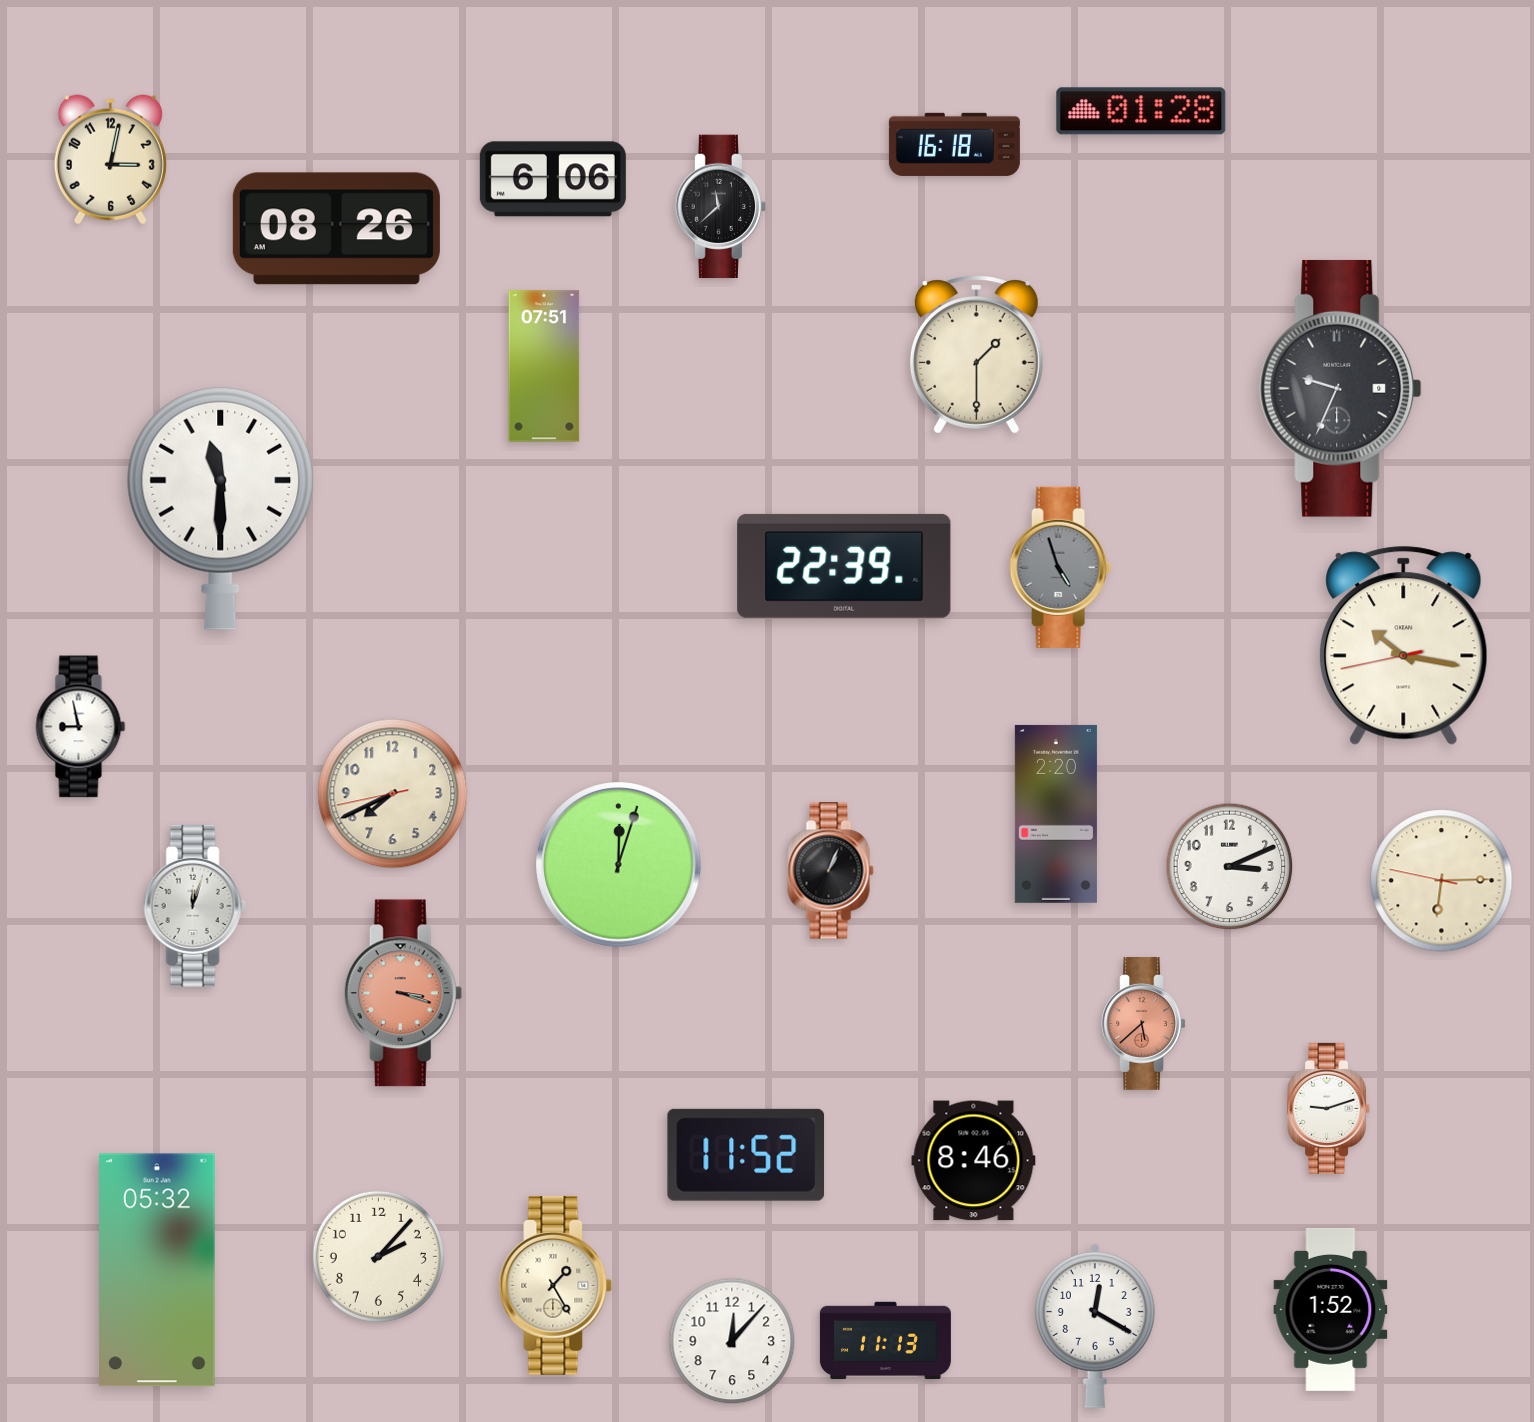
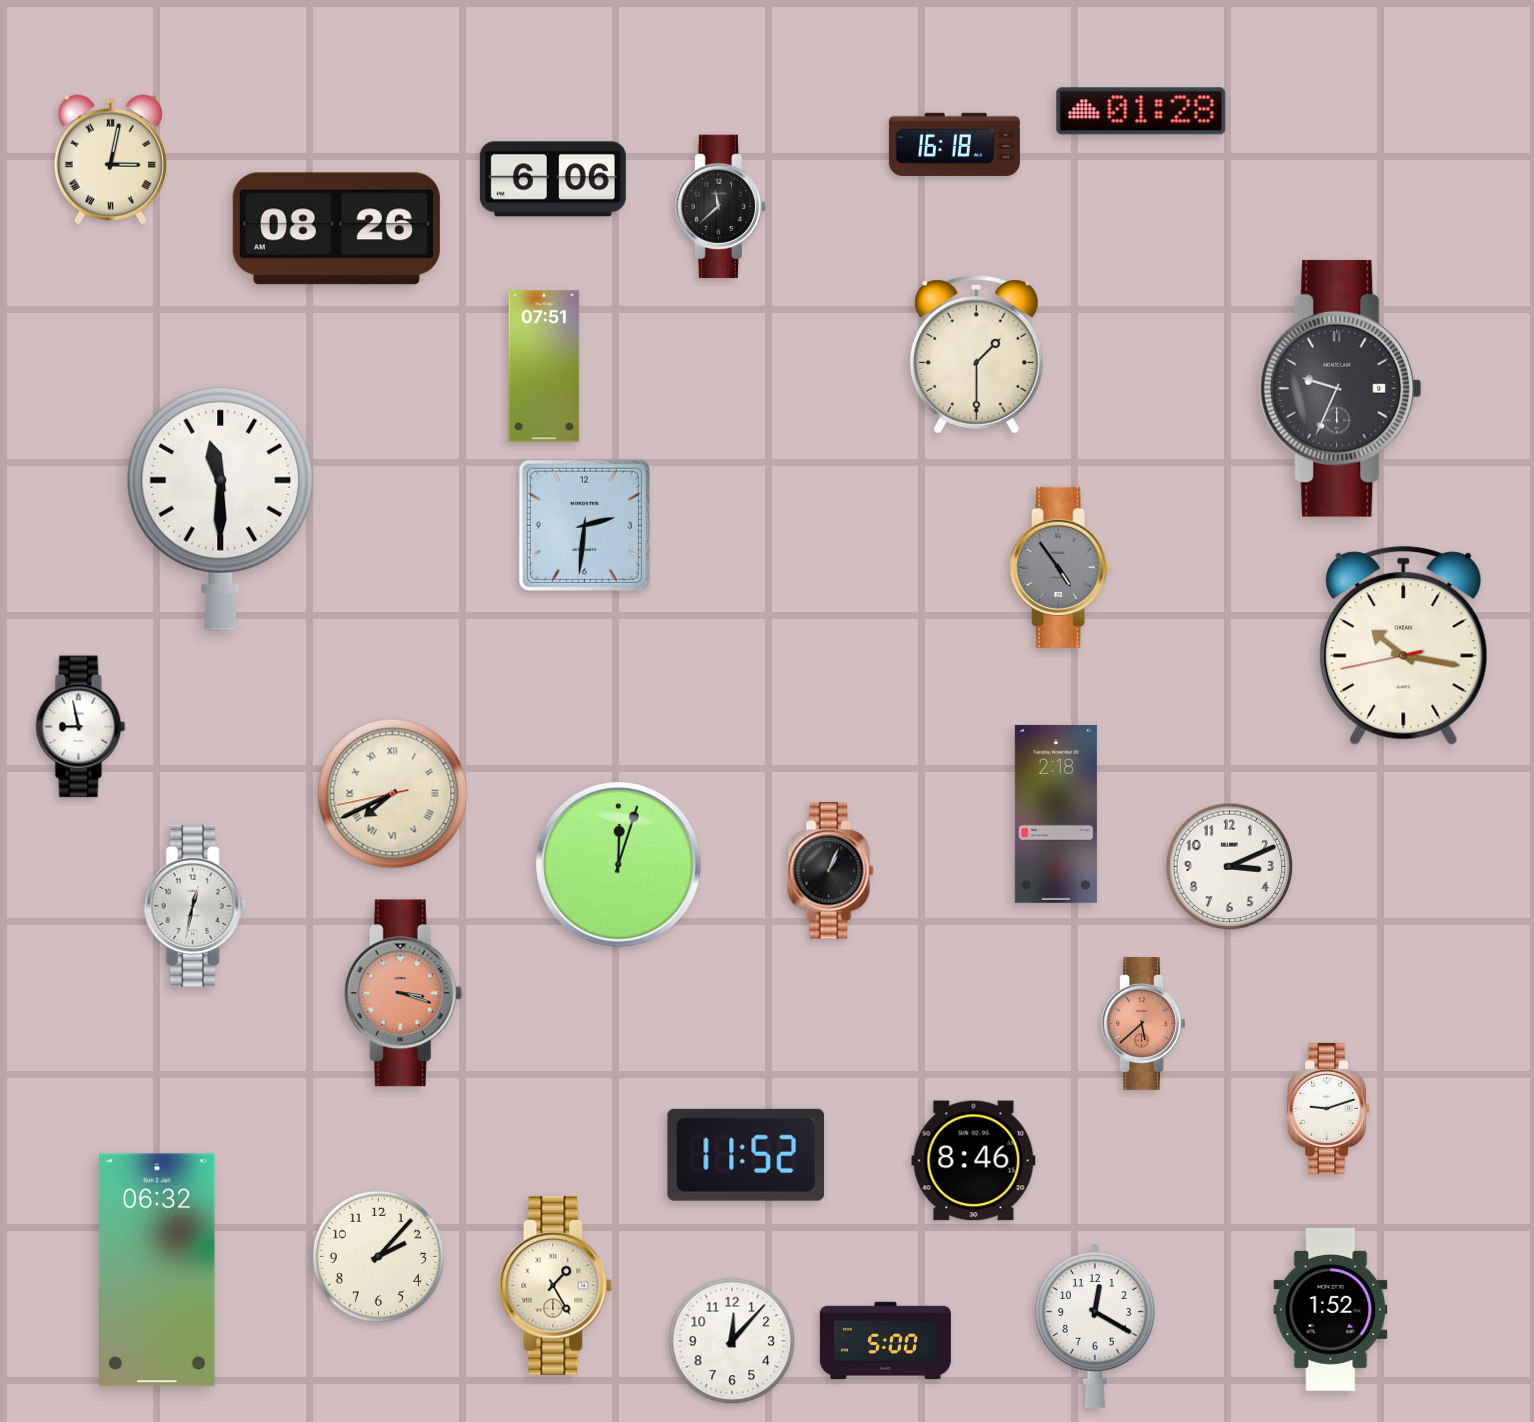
clock at (110, 160) numerals: Arabic -> Roman
clock at (584, 525): none -> 2:31
clock at (844, 566): 22:39 -> none
clock at (1061, 567): 4:57 -> 4:54
clock at (393, 794) numerals: Arabic -> Roman
clock at (1056, 814): 2:20 -> 2:18
clock at (1442, 881): 6:14 -> none
clock at (195, 906): 12:03 -> 12:32
clock at (158, 1270): 05:32 -> 06:32
clock at (885, 1341): 11:13 -> 5:00
